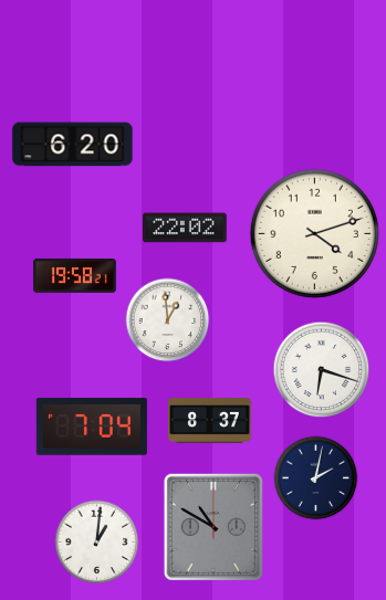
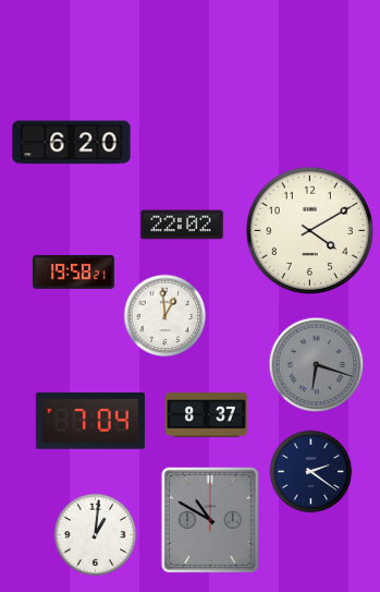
clock at (314, 233): 4:12 -> 4:10
clock at (322, 370) dial: white -> grey
clock at (316, 478): 2:02 -> 2:21
